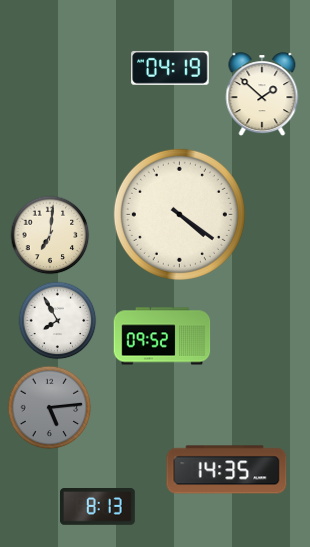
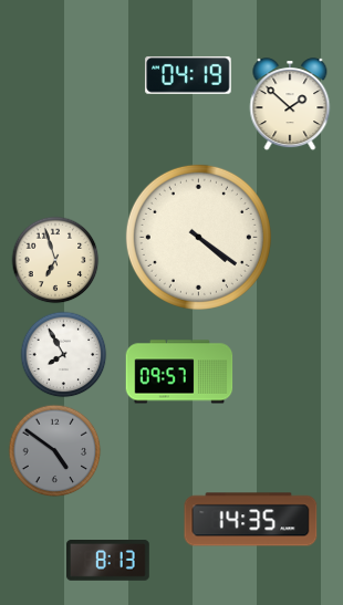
clock at (50, 235): 7:01 -> 6:57
clock at (162, 336): 09:52 -> 09:57
clock at (50, 408): 5:14 -> 4:51
